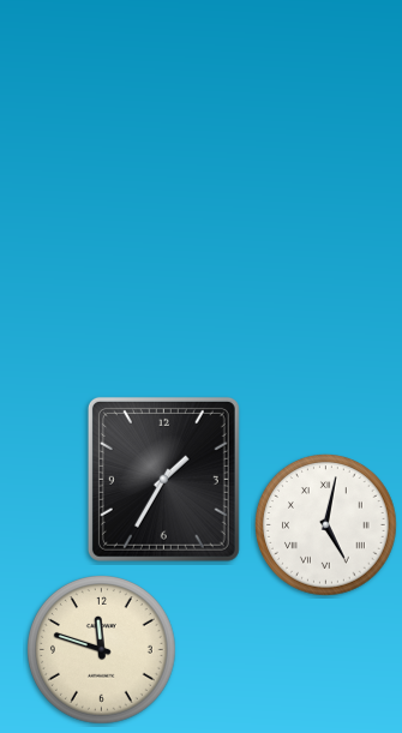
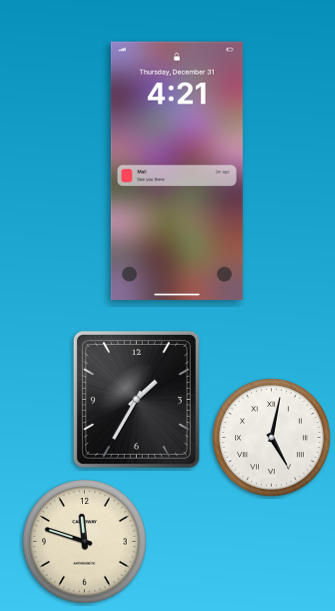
clock at (177, 170): none -> 4:21
